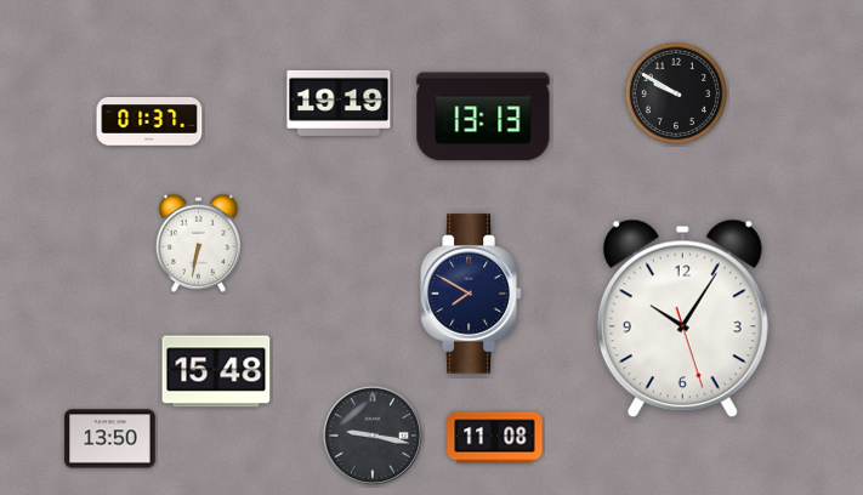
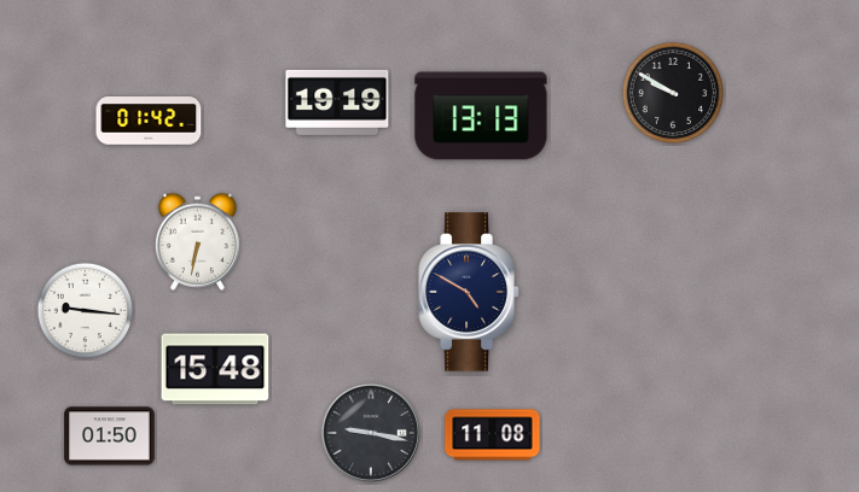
clock at (149, 121): 01:37 -> 01:42
clock at (471, 294): 7:50 -> 4:50
clock at (86, 311): none -> 9:16
clock at (682, 319): 10:05 -> none
clock at (110, 439): 13:50 -> 01:50
